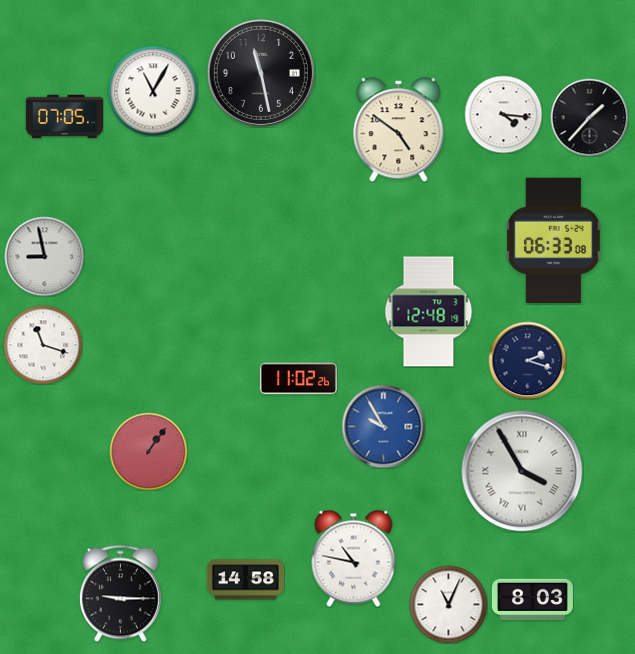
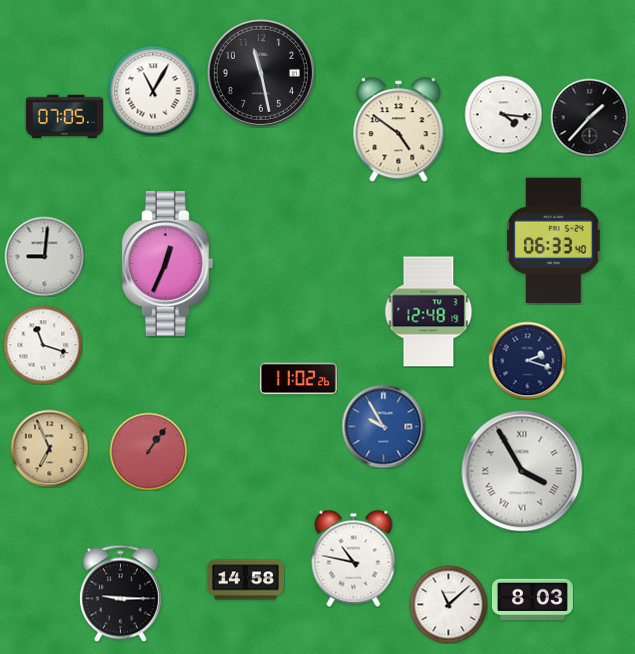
clock at (553, 240): 06:33:08 -> 06:33:40
clock at (44, 256): 8:58 -> 9:01
clock at (168, 264): none -> 12:34
clock at (49, 448): none -> 6:56
clock at (448, 604): 11:04 -> 11:08
